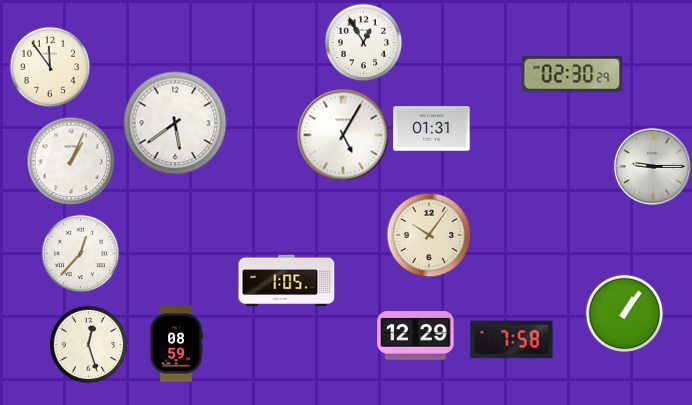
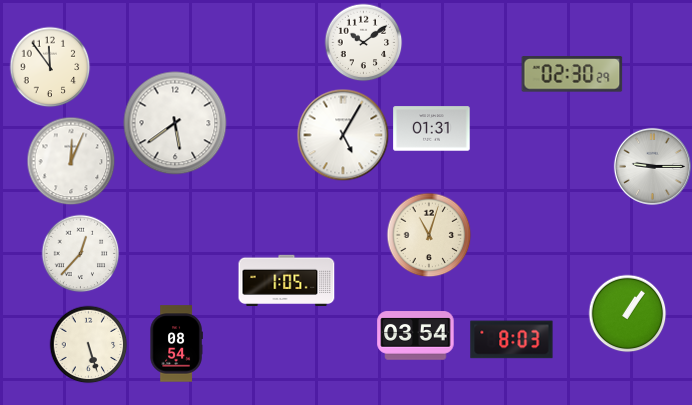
clock at (363, 42): 12:55 -> 10:09
clock at (71, 161): 1:04 -> 12:04
clock at (429, 235): 10:06 -> 11:03
clock at (624, 313) position: (624, 313) -> (627, 313)
clock at (416, 336): 12:29 -> 03:54
clock at (512, 340): 7:58 -> 8:03
clock at (88, 344): 12:27 -> 5:27
clock at (176, 344): 08:59 -> 08:54
